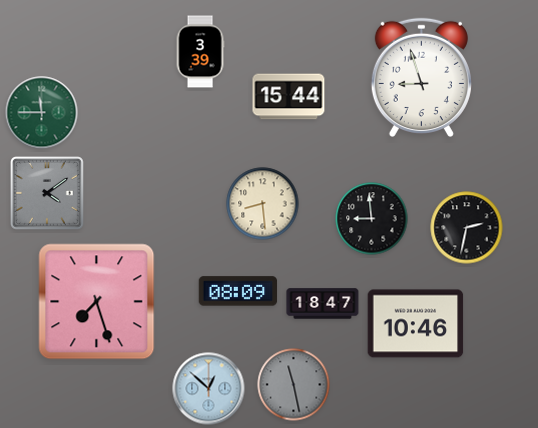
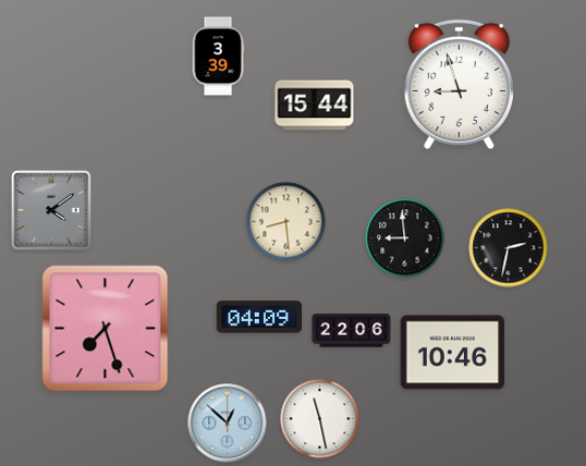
clock at (42, 113): 11:45 -> none
clock at (238, 291): 08:09 -> 04:09
clock at (323, 304): 18:47 -> 22:06
clock at (294, 385) dial: grey -> white
